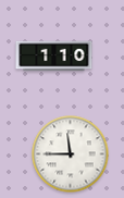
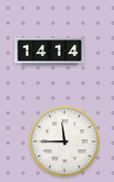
clock at (54, 57): 1:10 -> 14:14
